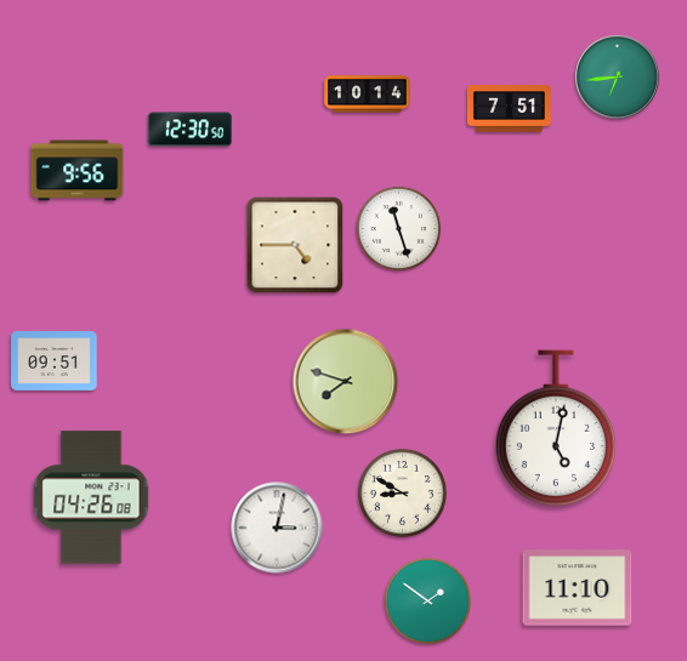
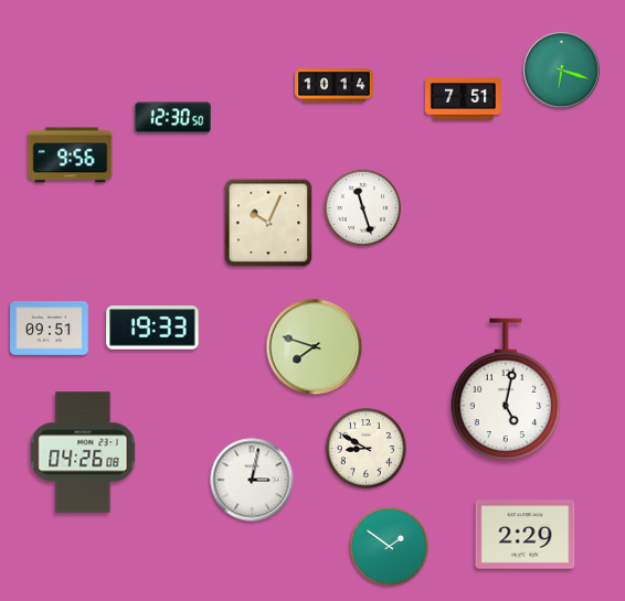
clock at (618, 78): 6:44 -> 6:18
clock at (295, 245): 4:45 -> 10:04
clock at (152, 328): none -> 19:33
clock at (578, 588): 11:10 -> 2:29
